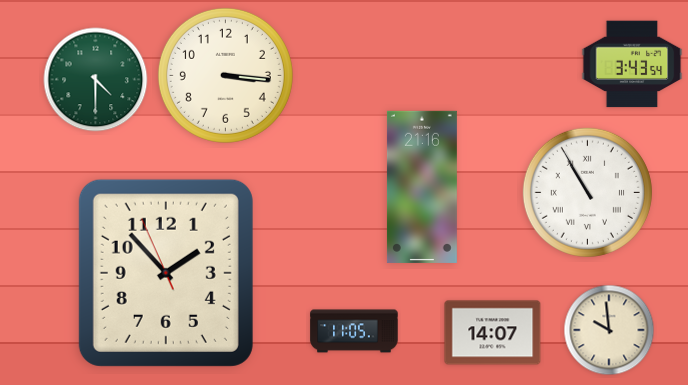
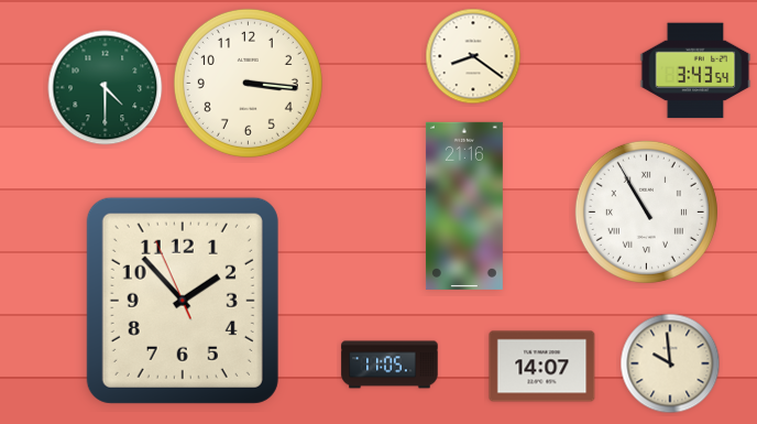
clock at (473, 56): none -> 8:21
